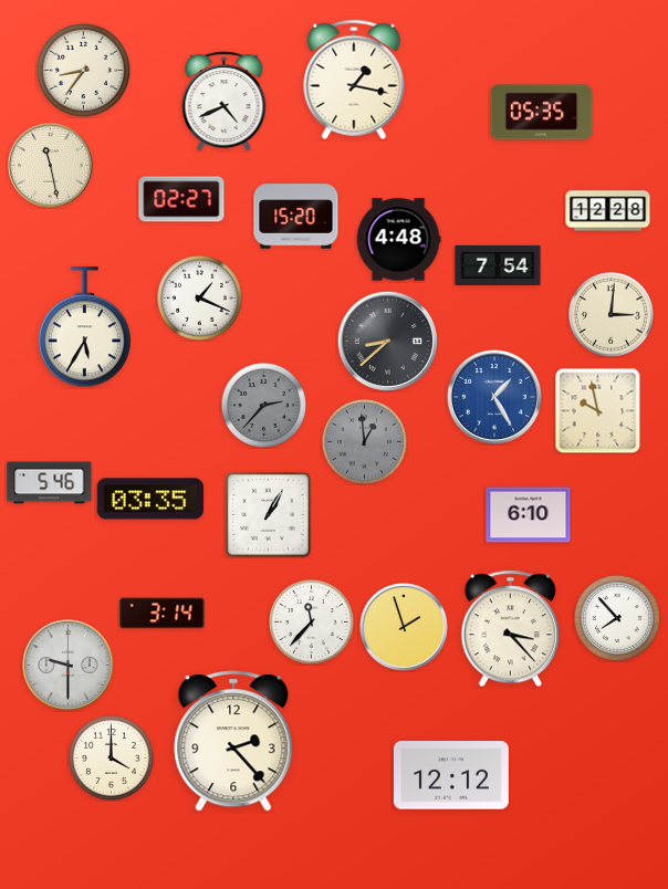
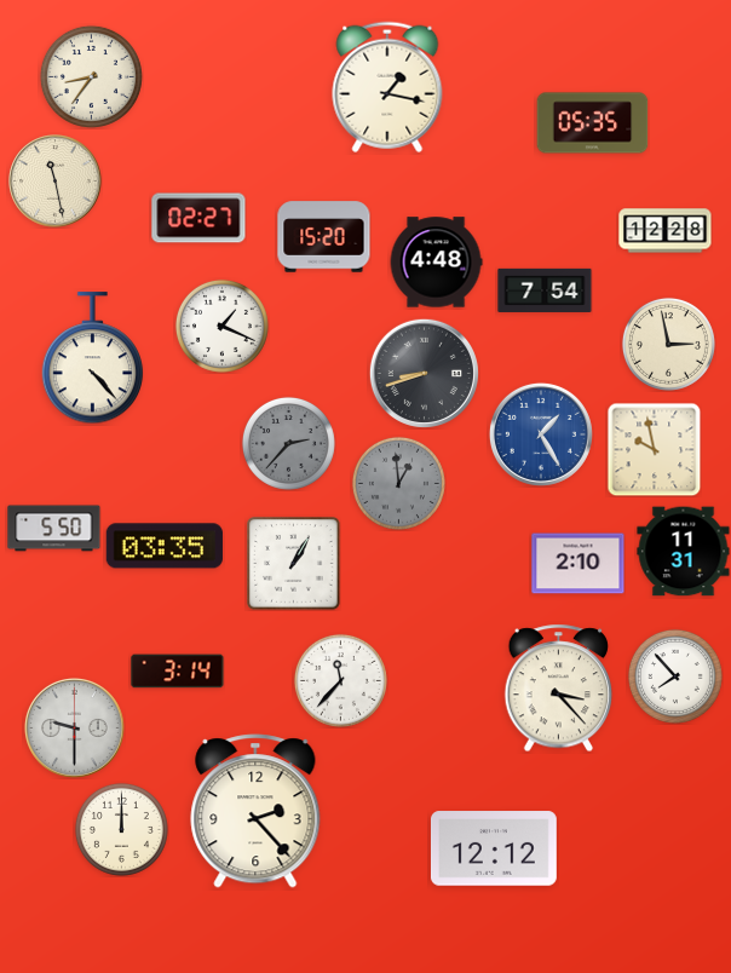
clock at (225, 102): 4:41 -> none
clock at (199, 297) position: (199, 297) -> (221, 326)
clock at (610, 314): 3:01 -> 2:58
clock at (85, 327): 5:35 -> 4:23
clock at (387, 341): 8:38 -> 8:42
clock at (50, 483): 5:46 -> 5:50
clock at (684, 552): none -> 11:31
clock at (529, 515): 6:10 -> 2:10
clock at (404, 627): 1:57 -> none
clock at (111, 757): 4:00 -> 12:00
